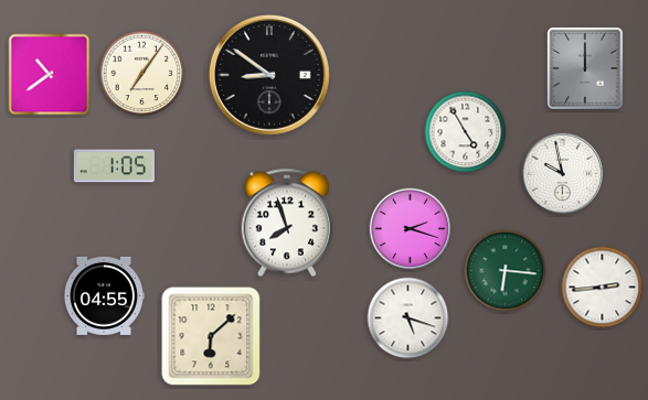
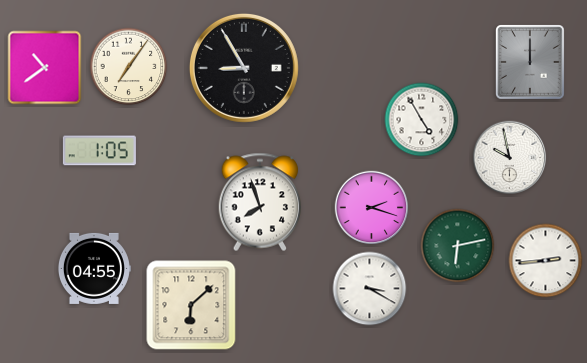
clock at (269, 75): 8:51 -> 8:55
clock at (114, 166) position: (114, 166) -> (99, 151)
clock at (506, 271): 6:16 -> 6:13
clock at (408, 318): 5:18 -> 3:20
